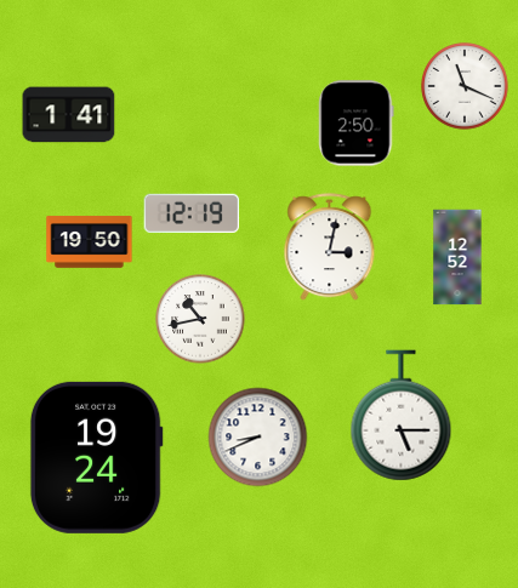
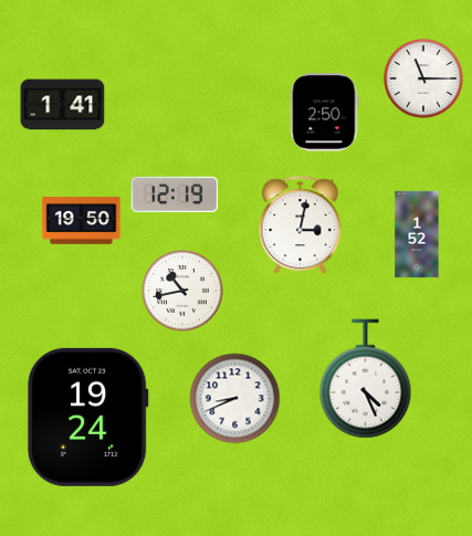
clock at (465, 86): 11:19 -> 11:15
clock at (457, 257): 12:52 -> 1:52
clock at (402, 416): 5:15 -> 4:26
